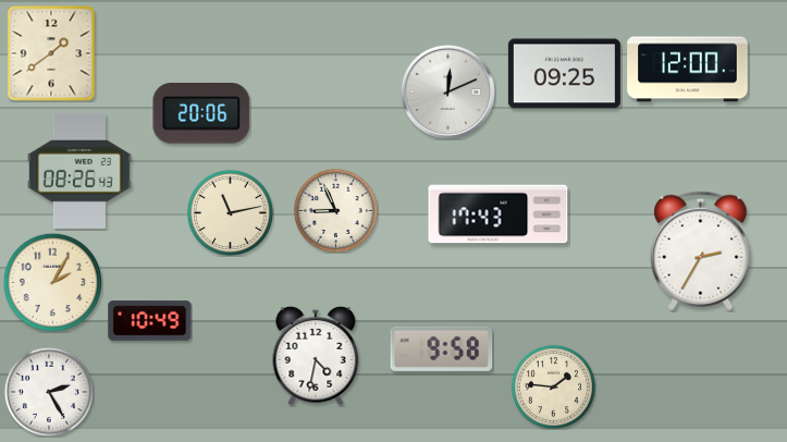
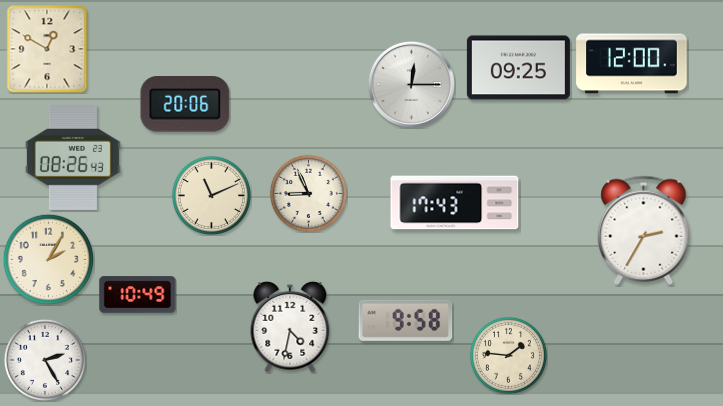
clock at (51, 53): 1:39 -> 12:50
clock at (447, 91): 12:11 -> 12:15
clock at (230, 212): 11:13 -> 11:11
clock at (499, 214) position: (499, 214) -> (455, 203)
